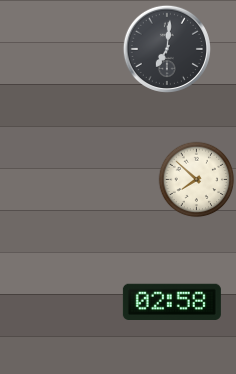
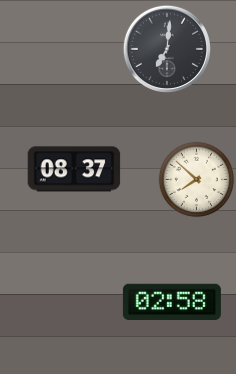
clock at (74, 169): none -> 08:37
